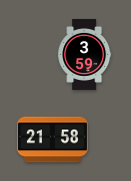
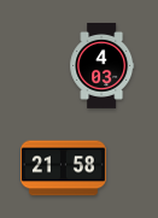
clock at (85, 54): 3:59 -> 4:03
